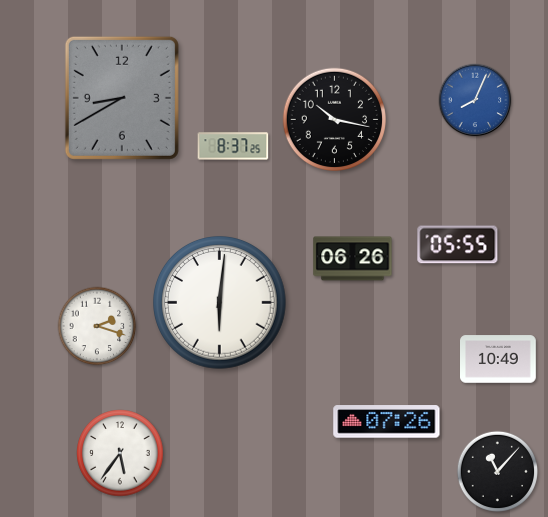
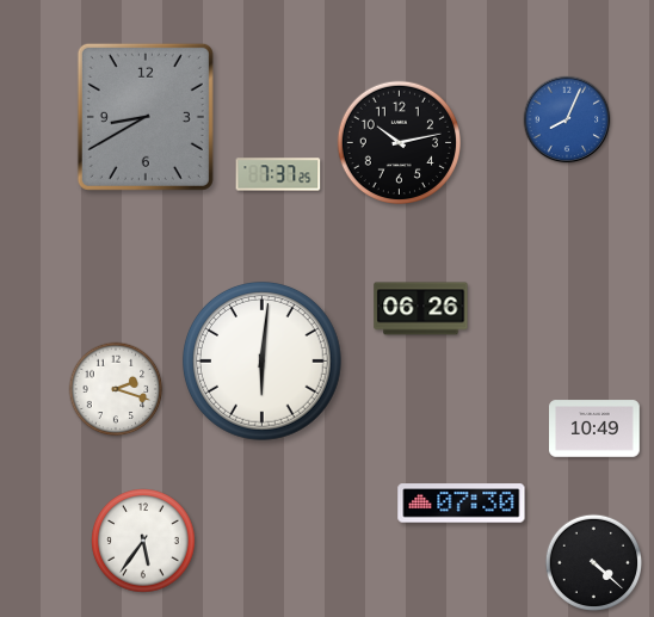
clock at (334, 119): 10:17 -> 10:13
clock at (233, 146): 8:37 -> 7:37
clock at (458, 245): 05:55 -> none
clock at (387, 422): 07:26 -> 07:30
clock at (497, 471): 11:07 -> 4:22
